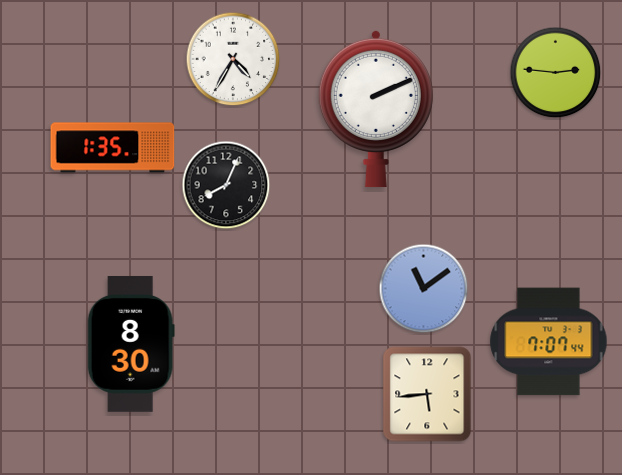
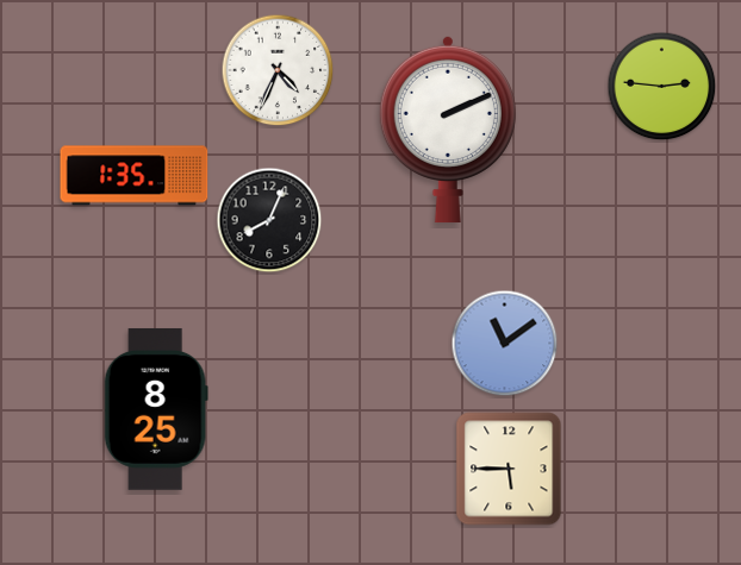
clock at (233, 59): 4:35 -> 4:34
clock at (549, 342): 7:07 -> none
clock at (131, 344): 8:30 -> 8:25
clock at (427, 394): 5:44 -> 5:45
